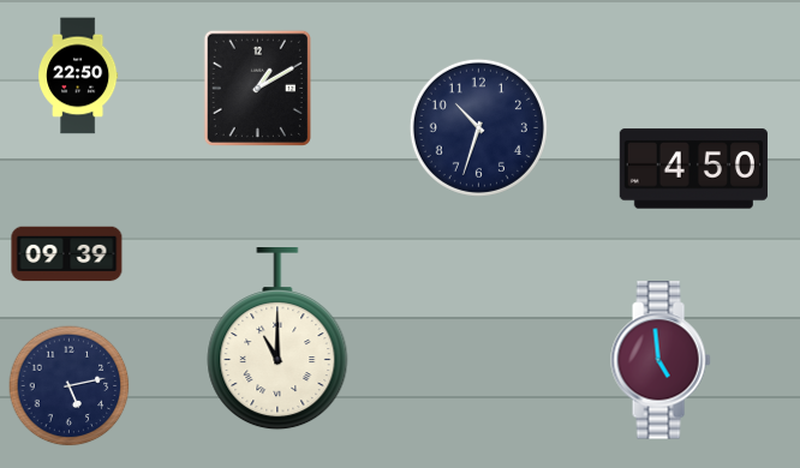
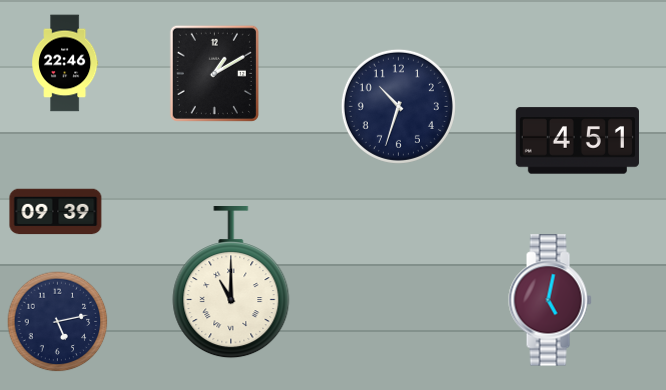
clock at (78, 76): 22:50 -> 22:46
clock at (693, 169): 4:50 -> 4:51
clock at (661, 360): 4:59 -> 5:02
